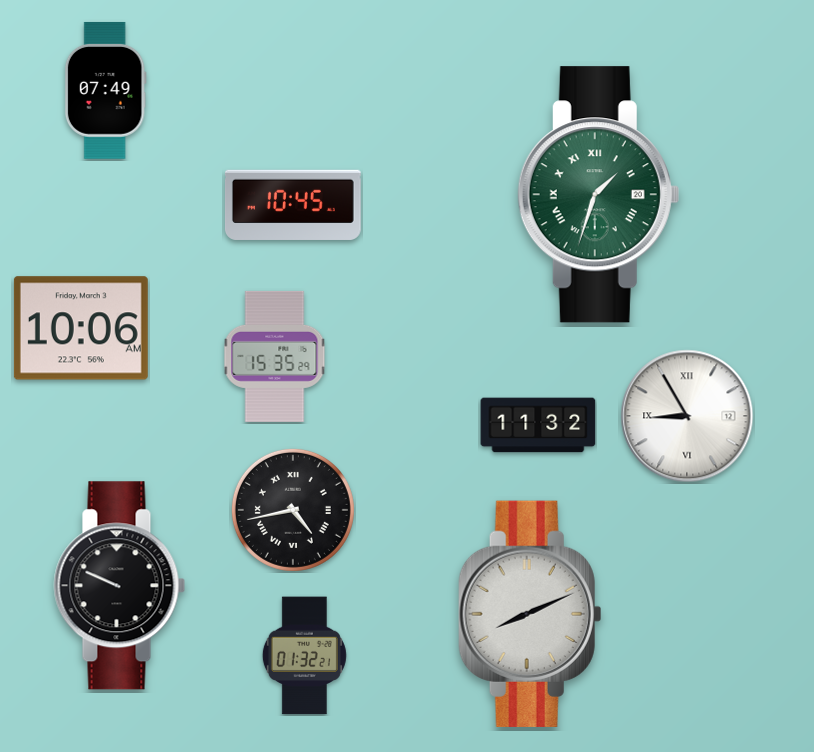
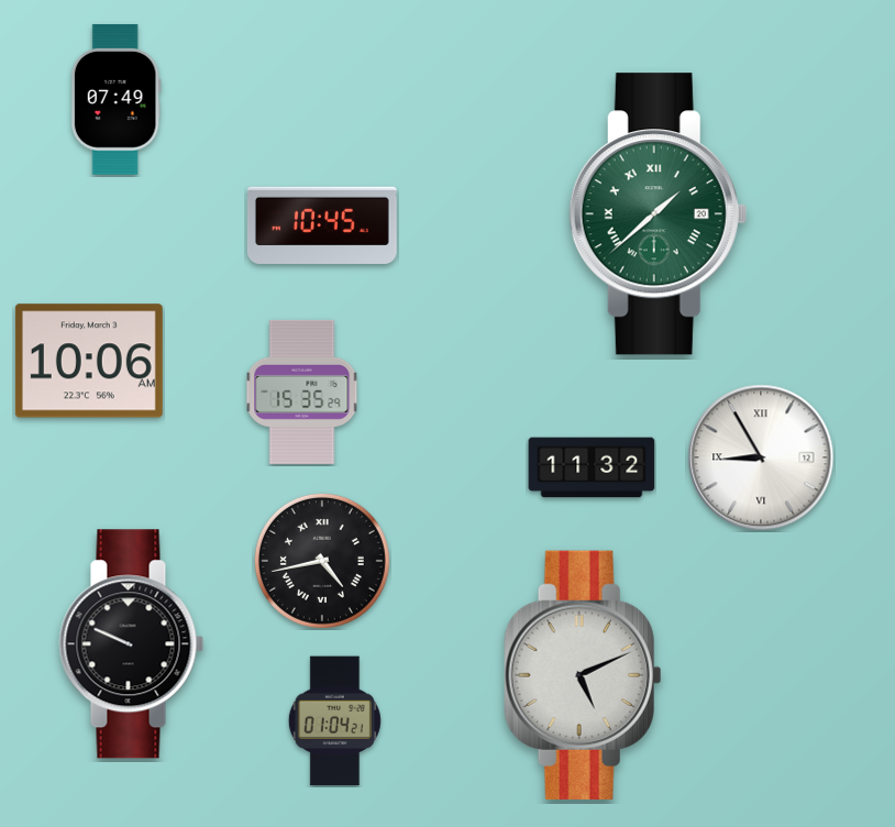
clock at (598, 195): 1:33 -> 1:38
clock at (687, 416) position: (687, 416) -> (761, 457)
clock at (530, 614): 8:11 -> 5:11
clock at (304, 656): 01:32 -> 01:04
